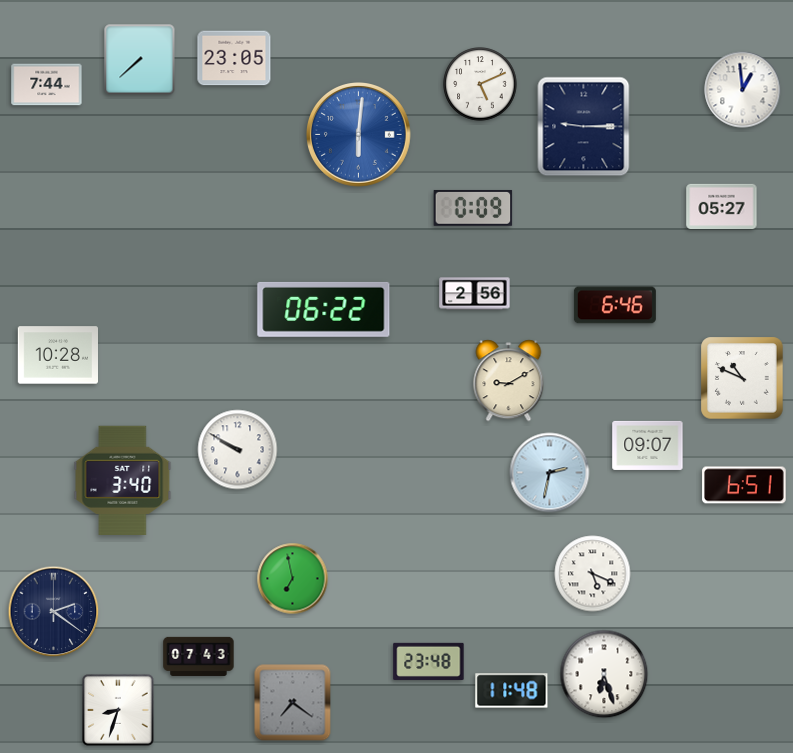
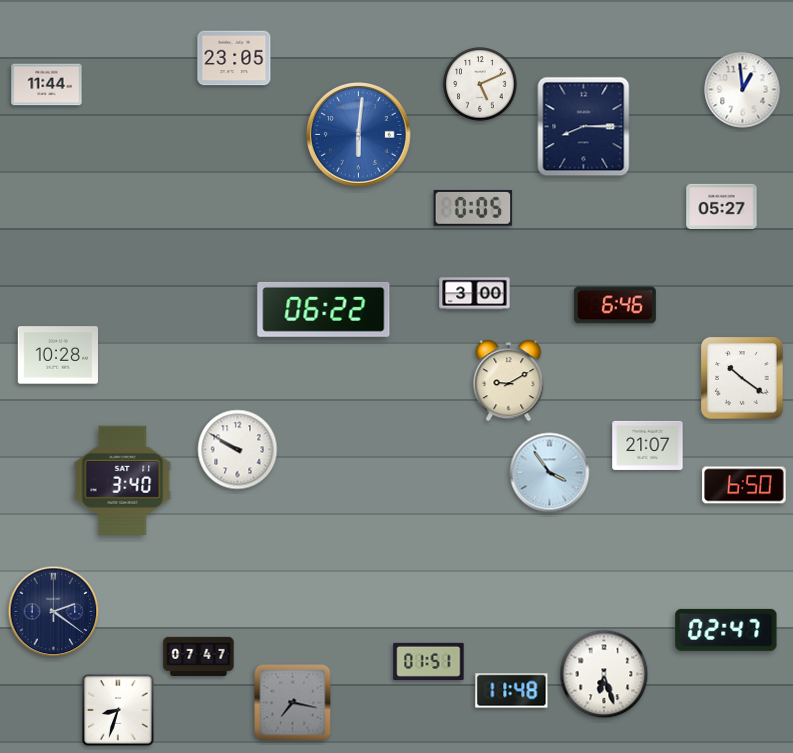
clock at (140, 60): 7:38 -> none
clock at (47, 85): 7:44 -> 11:44
clock at (584, 127): 9:15 -> 8:15
clock at (473, 208): 0:09 -> 0:05
clock at (475, 294): 2:56 -> 3:00
clock at (742, 378): 10:49 -> 10:21
clock at (648, 445): 09:07 -> 21:07
clock at (550, 473): 2:32 -> 3:54
clock at (744, 485): 6:51 -> 6:50
clock at (593, 574): 5:19 -> none
clock at (293, 579): 6:58 -> none
clock at (726, 630): none -> 02:47
clock at (199, 656): 07:43 -> 07:47
clock at (429, 661): 23:48 -> 01:51
clock at (293, 703): 7:21 -> 7:17
